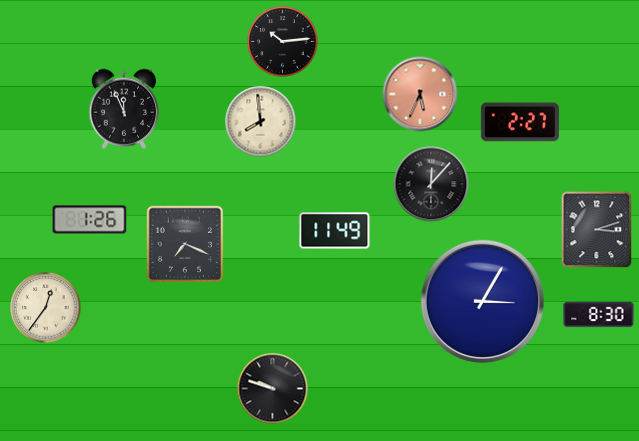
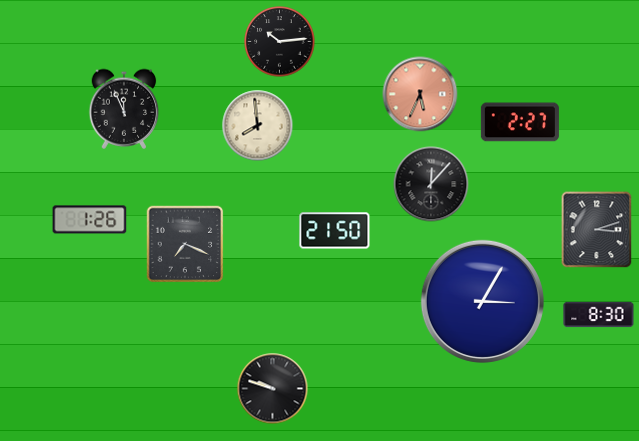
clock at (283, 42) position: (283, 42) -> (280, 42)
clock at (261, 122) position: (261, 122) -> (258, 126)
clock at (335, 231): 11:49 -> 21:50
clock at (46, 308): 12:36 -> none
